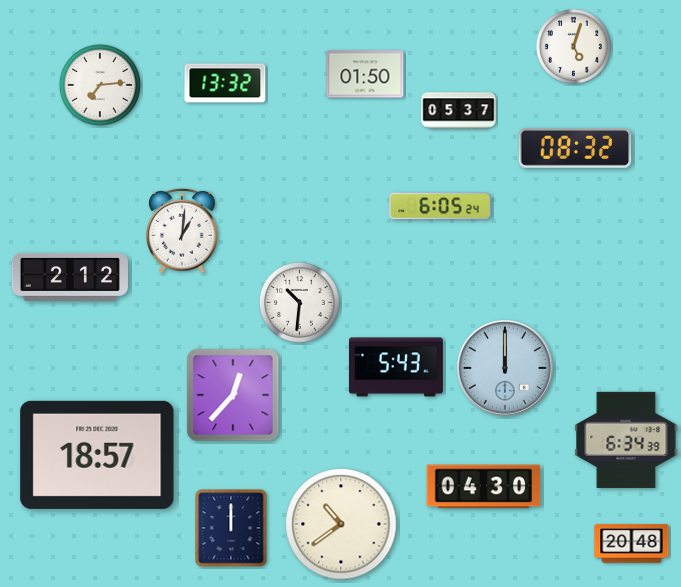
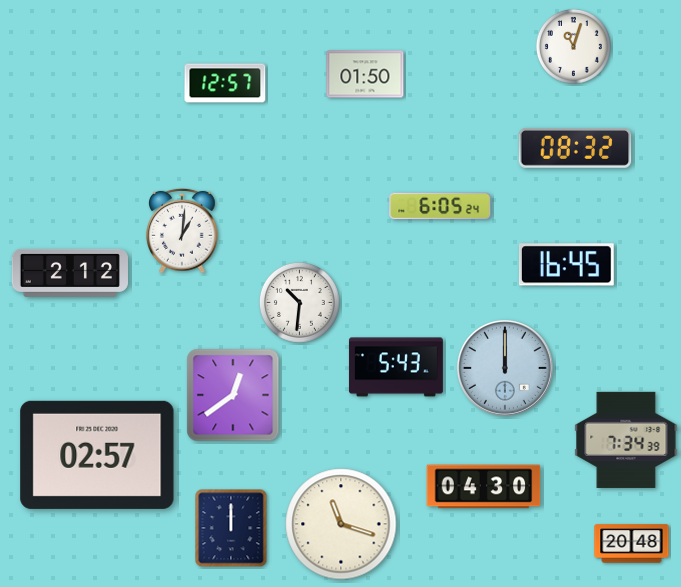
clock at (573, 46): 5:03 -> 11:03
clock at (225, 83): 13:32 -> 12:57
clock at (100, 85): 7:14 -> none
clock at (459, 111): 05:37 -> none
clock at (566, 265): none -> 16:45
clock at (70, 277) position: (70, 277) -> (70, 273)
clock at (233, 395): 12:37 -> 12:39
clock at (626, 440): 6:34 -> 7:34
clock at (97, 455): 18:57 -> 02:57
clock at (341, 524): 10:39 -> 11:18
